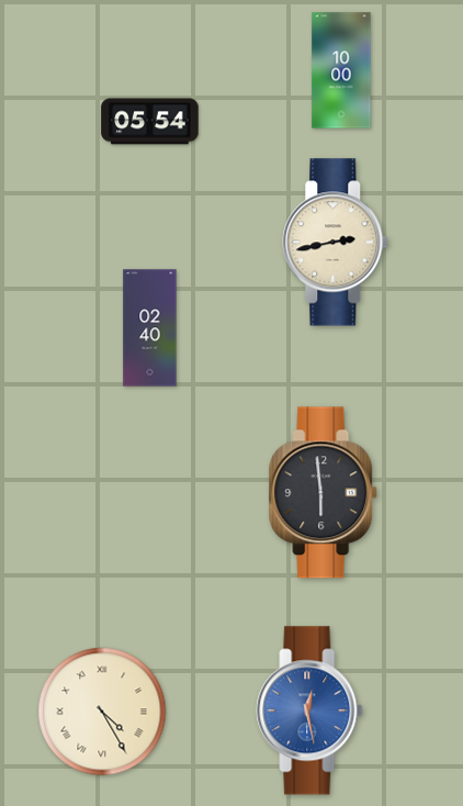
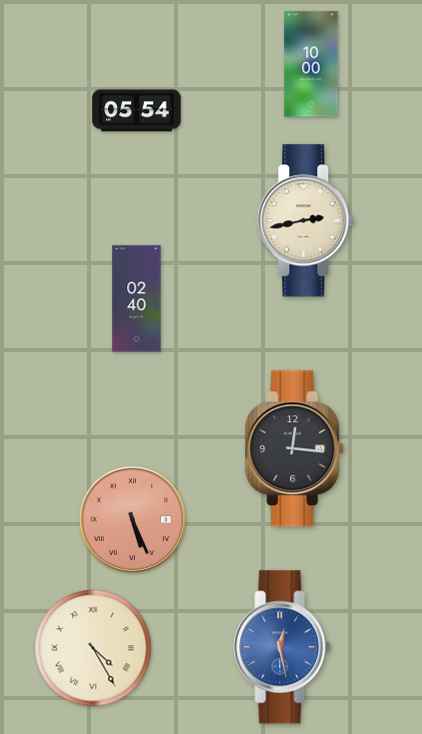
clock at (324, 493): 5:59 -> 12:16
clock at (132, 519): none -> 5:26
